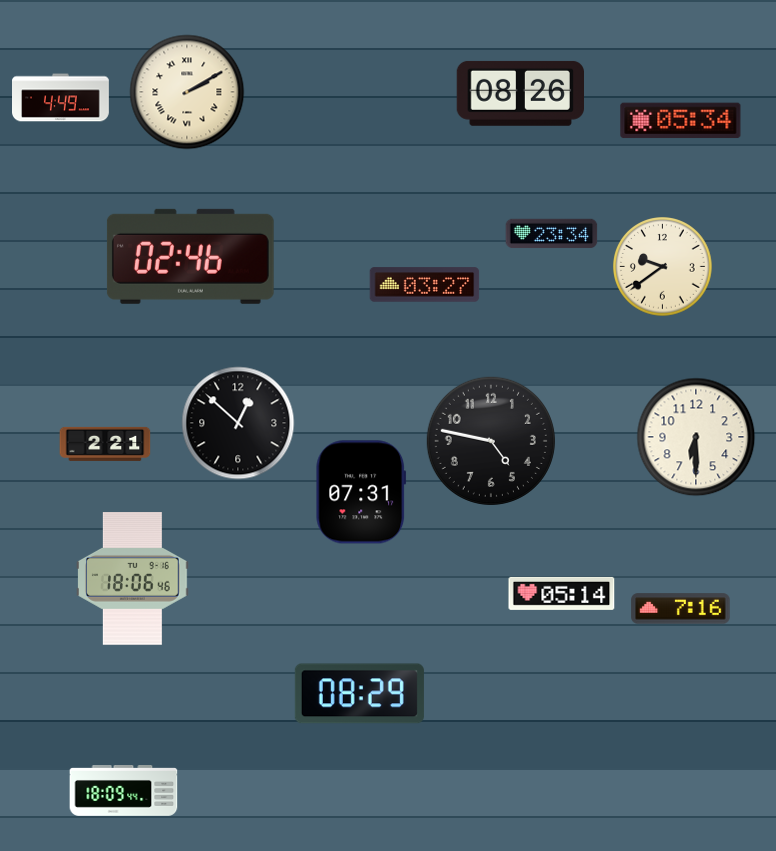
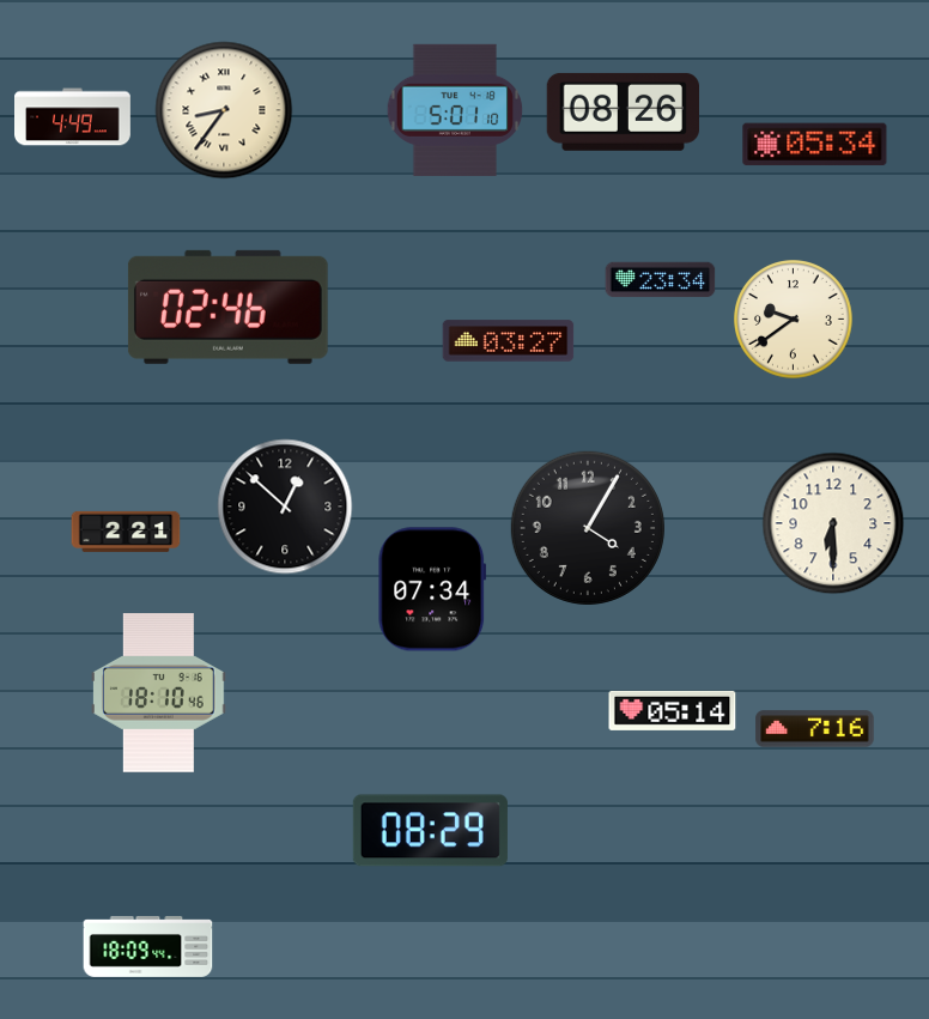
clock at (187, 92): 2:10 -> 8:36
clock at (455, 110): none -> 5:01
clock at (491, 441): 4:47 -> 4:05
clock at (361, 492): 07:31 -> 07:34
clock at (133, 579): 18:06 -> 18:10
